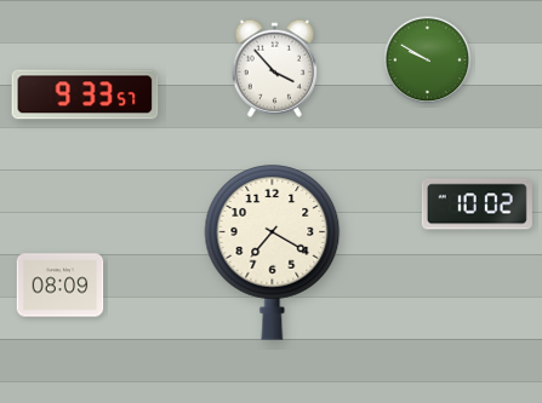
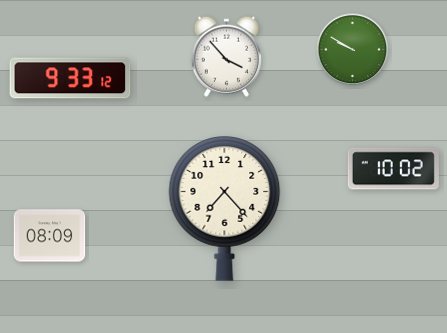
clock at (85, 94): 9:33:57 -> 9:33:12
clock at (273, 253): 7:20 -> 7:23
